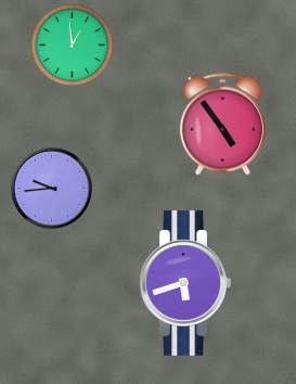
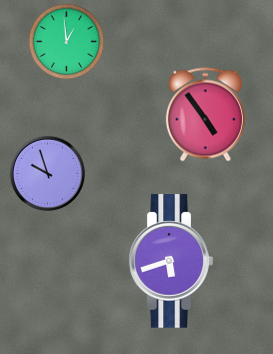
clock at (51, 188): 9:44 -> 9:57
